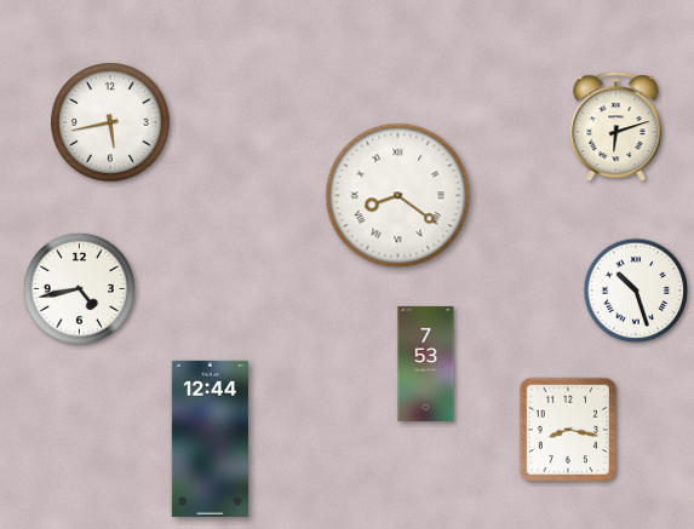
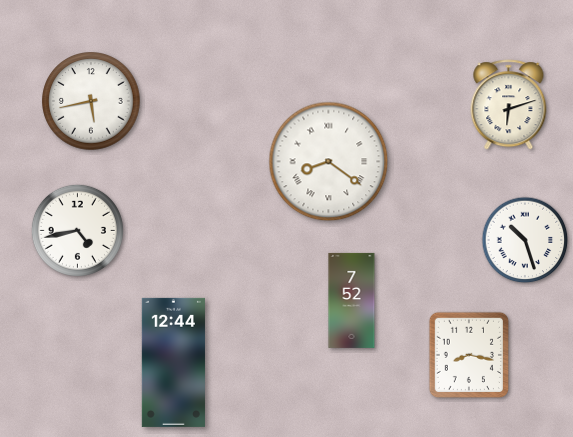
clock at (79, 288) position: (79, 288) -> (77, 230)
clock at (426, 363): 7:53 -> 7:52
